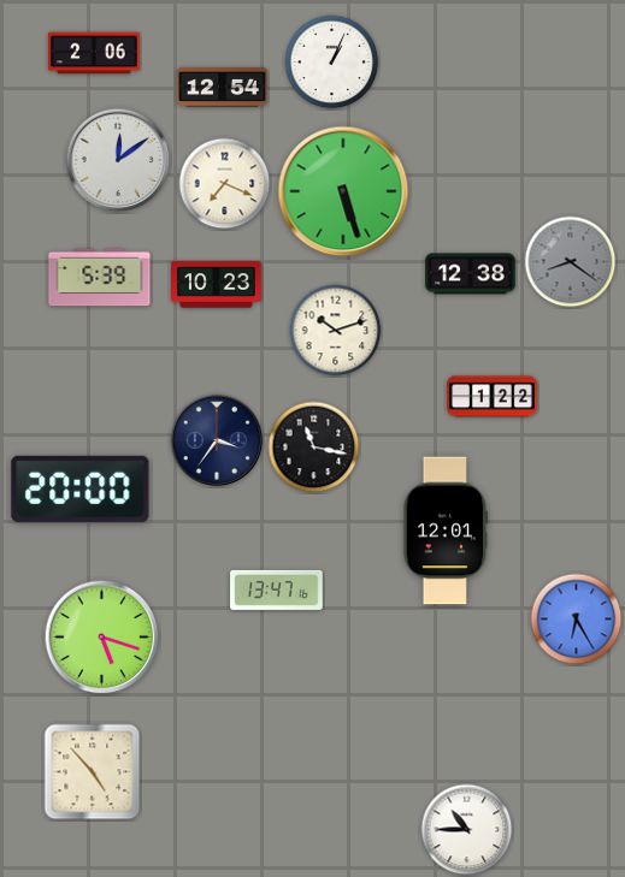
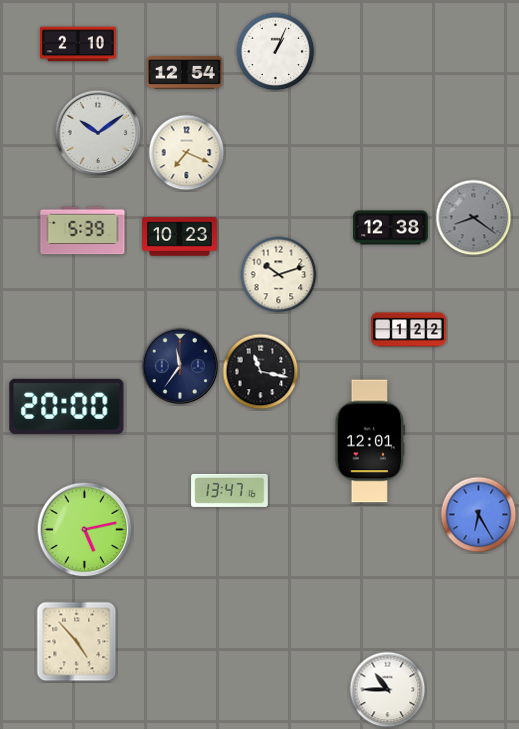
clock at (94, 53): 2:06 -> 2:10
clock at (118, 160): 12:09 -> 10:09
clock at (343, 191): 5:27 -> none
clock at (217, 440): 3:36 -> 11:36
clock at (102, 638): 5:18 -> 5:13
